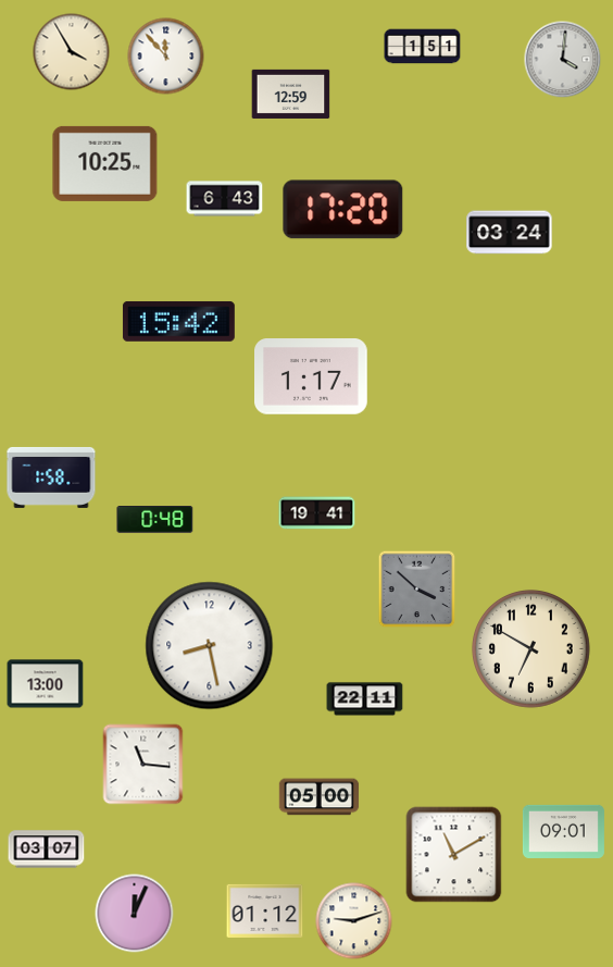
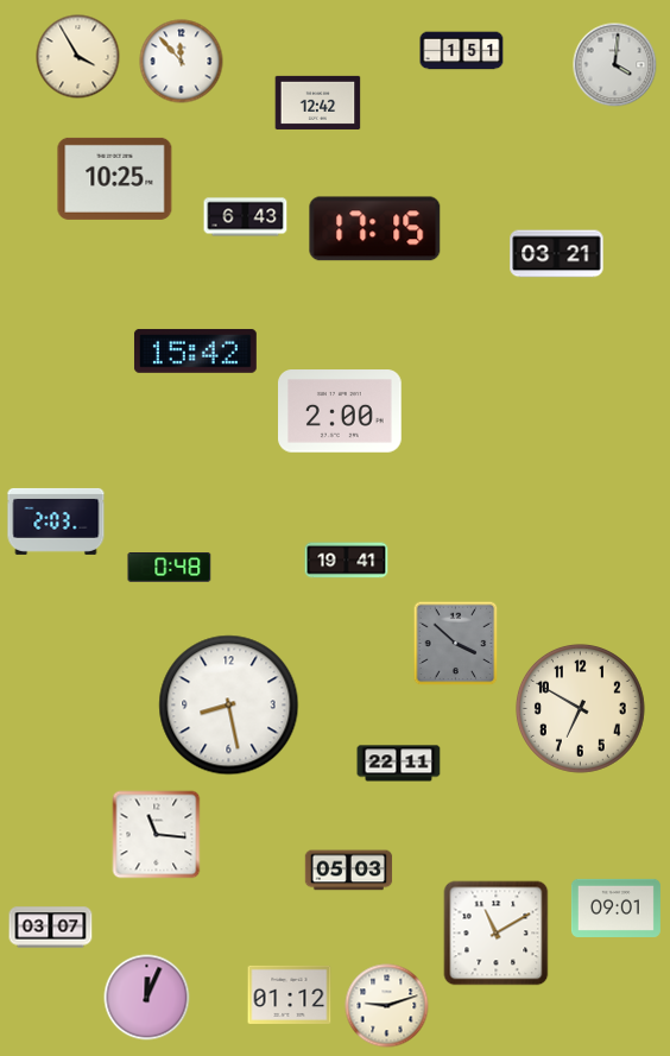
clock at (291, 94): 12:59 -> 12:42
clock at (343, 210): 17:20 -> 17:15
clock at (510, 233): 03:24 -> 03:21
clock at (311, 376): 1:17 -> 2:00
clock at (51, 478): 1:58 -> 2:03
clock at (46, 684): 13:00 -> none
clock at (320, 797): 05:00 -> 05:03
